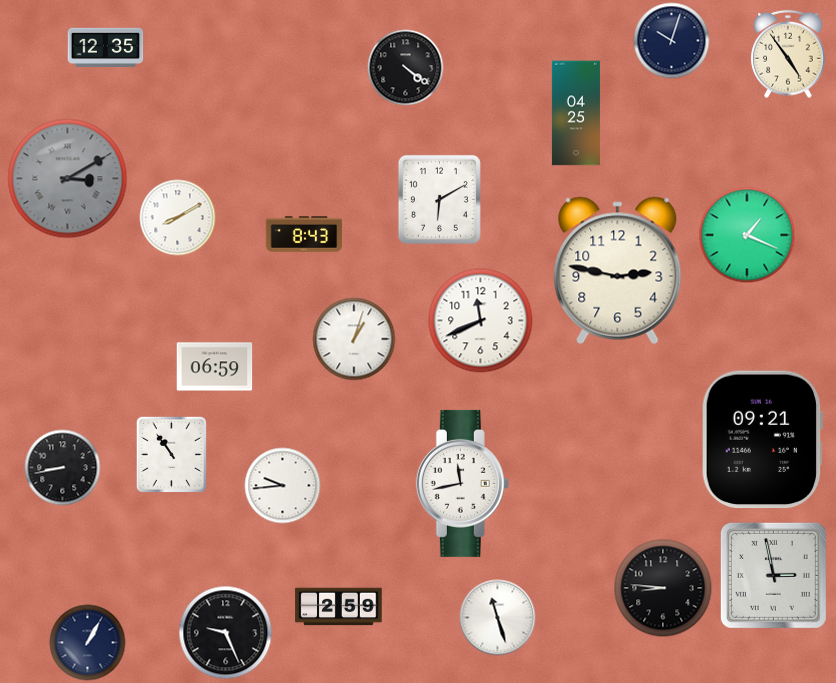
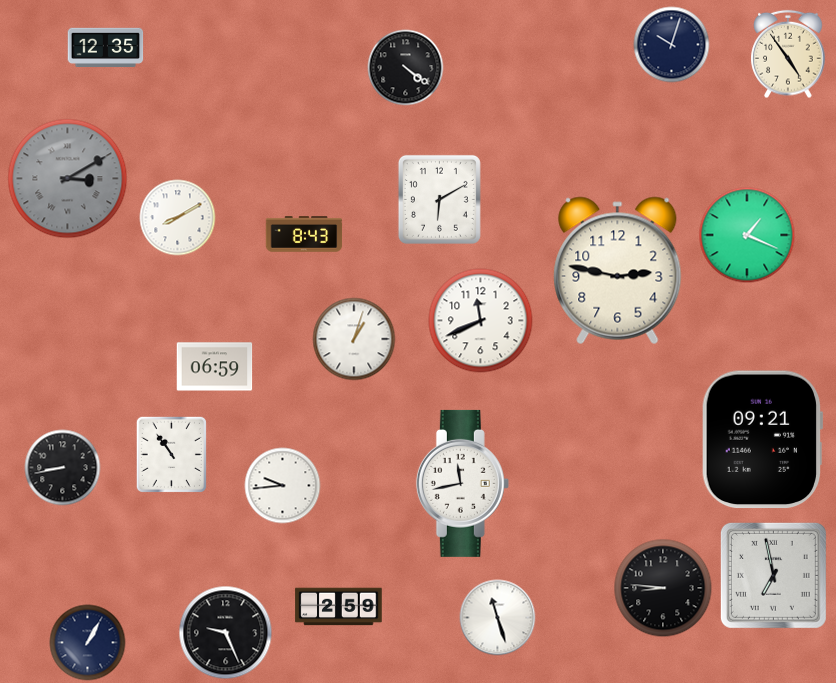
clock at (672, 41) position: (672, 41) -> (672, 45)
clock at (576, 113): 04:25 -> none
clock at (773, 575): 2:58 -> 6:58
